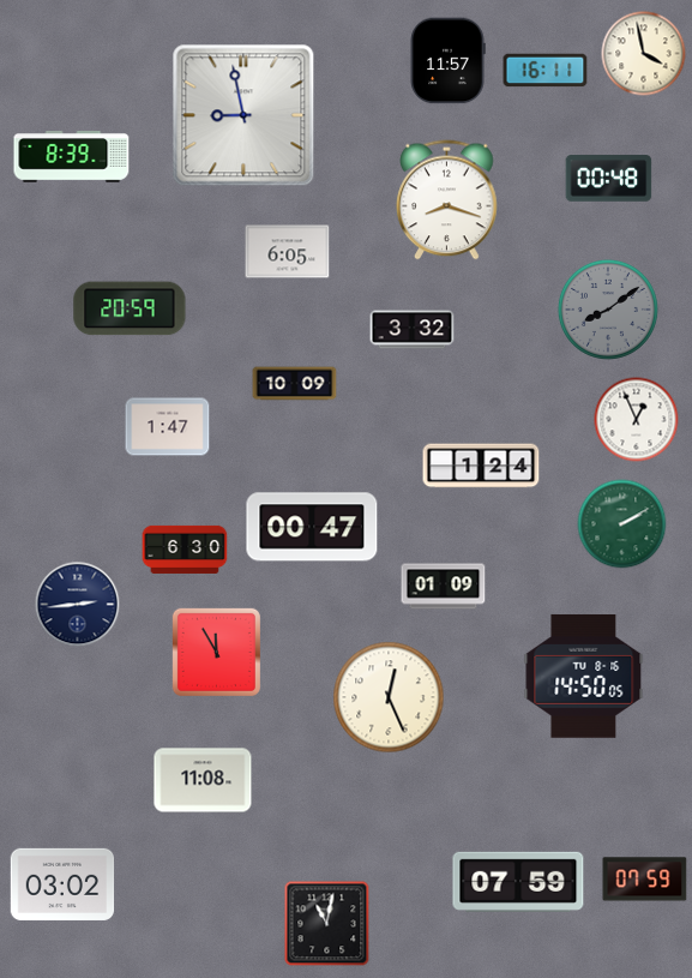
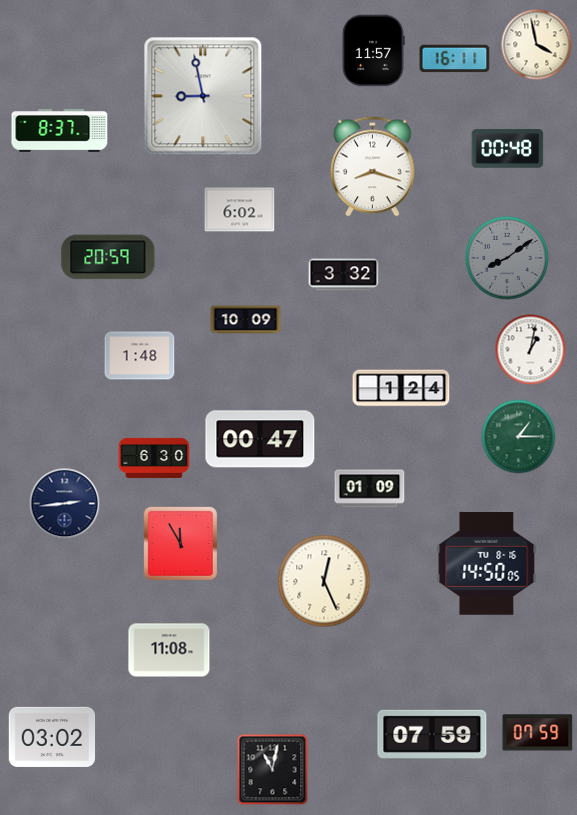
clock at (72, 157): 8:39 -> 8:37
clock at (288, 252): 6:05 -> 6:02
clock at (637, 420): 12:56 -> 1:02
clock at (168, 427): 1:47 -> 1:48
clock at (622, 524): 2:10 -> 1:15
